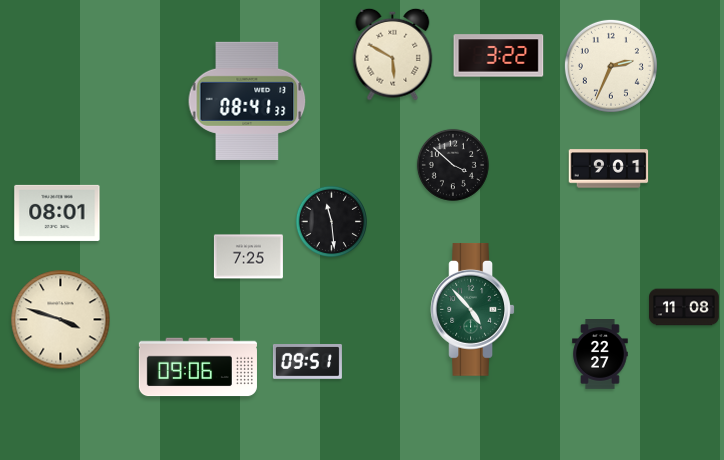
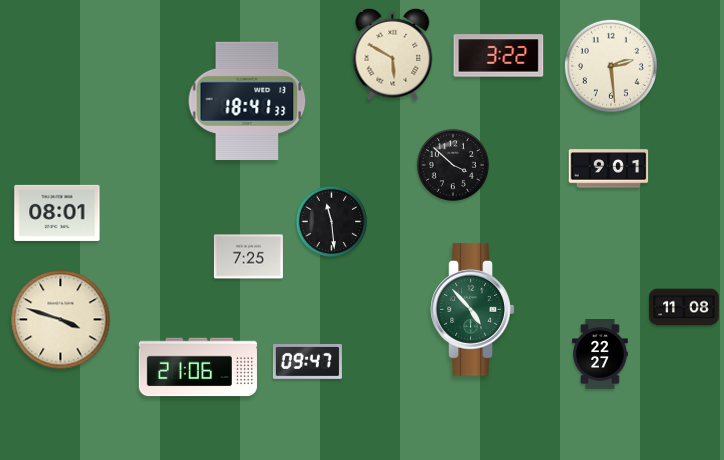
clock at (611, 66): 2:34 -> 2:29
clock at (247, 101): 08:41 -> 18:41
clock at (307, 362): 09:51 -> 09:47
clock at (198, 367): 09:06 -> 21:06
